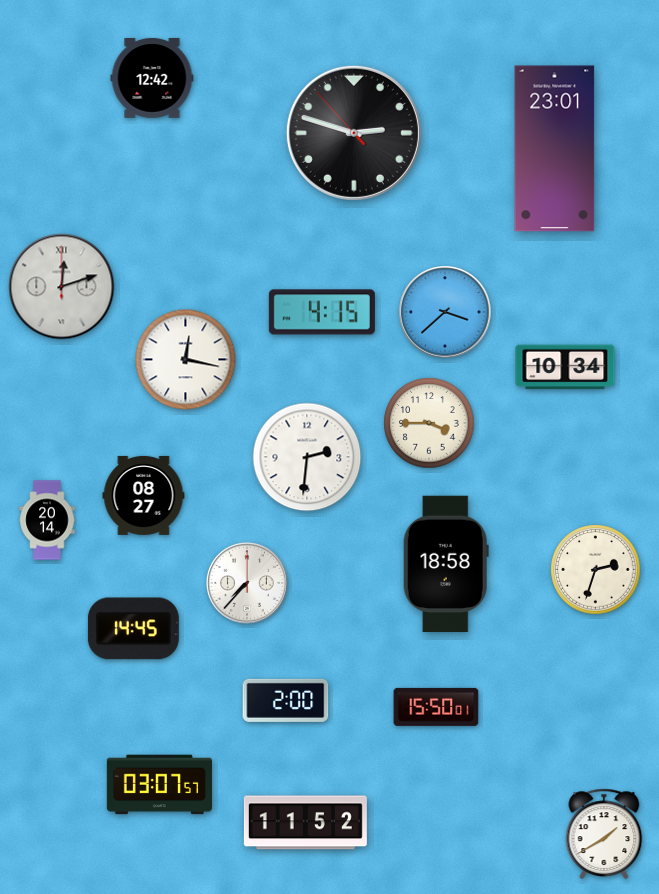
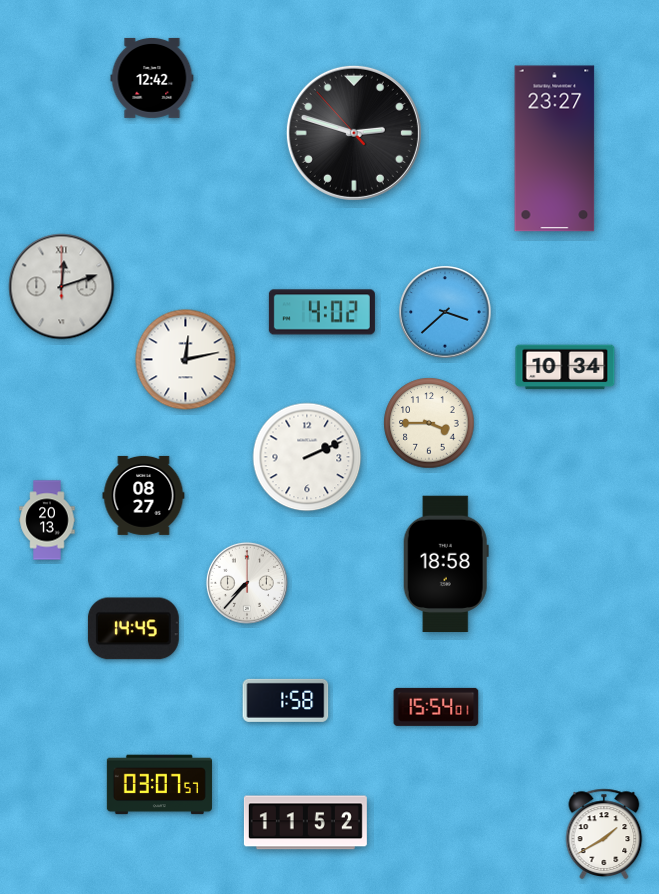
clock at (555, 149): 23:01 -> 23:27
clock at (322, 312): 4:15 -> 4:02
clock at (186, 360): 12:17 -> 12:13
clock at (307, 457): 2:31 -> 2:11
clock at (47, 520): 20:14 -> 20:13
clock at (596, 570): 2:33 -> none
clock at (286, 700): 2:00 -> 1:58
clock at (436, 707): 15:50 -> 15:54
